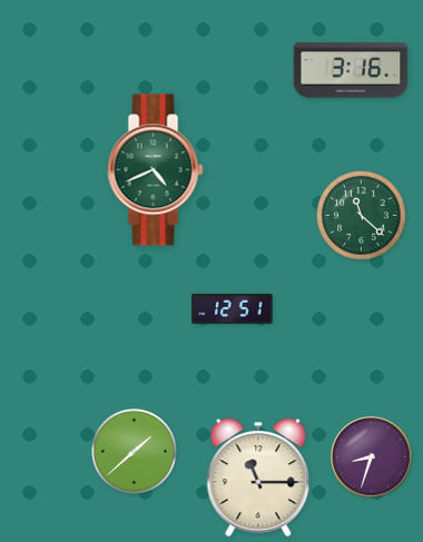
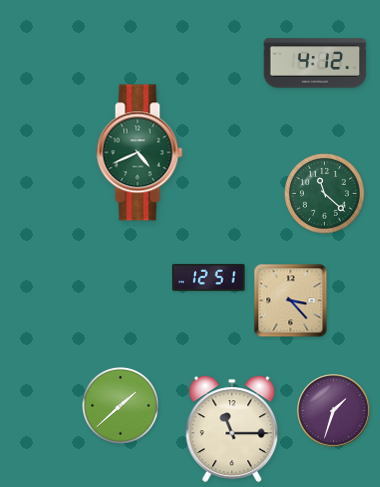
clock at (351, 70): 3:16 -> 4:12
clock at (291, 301): none -> 3:23
clock at (372, 457): 8:33 -> 1:33
